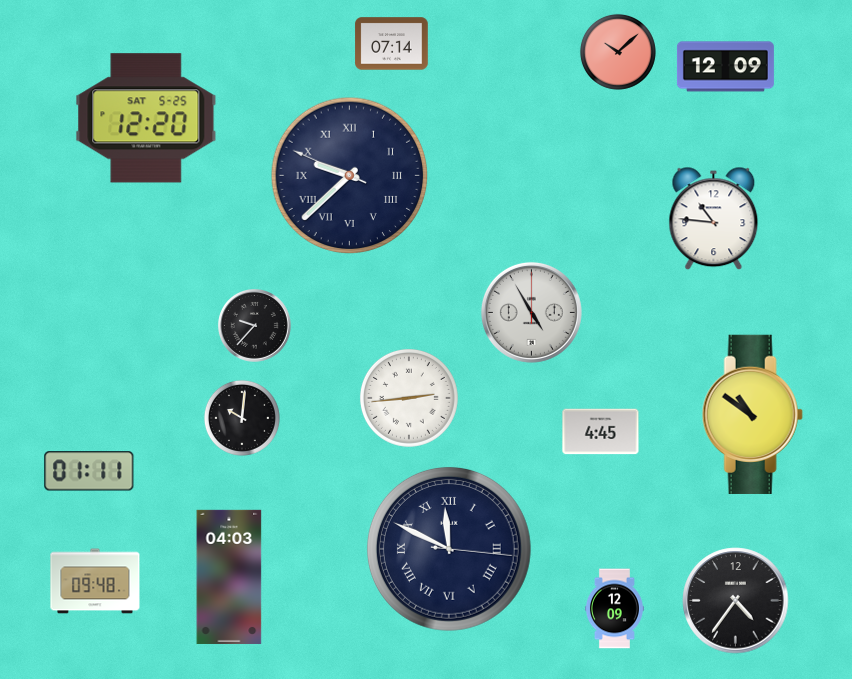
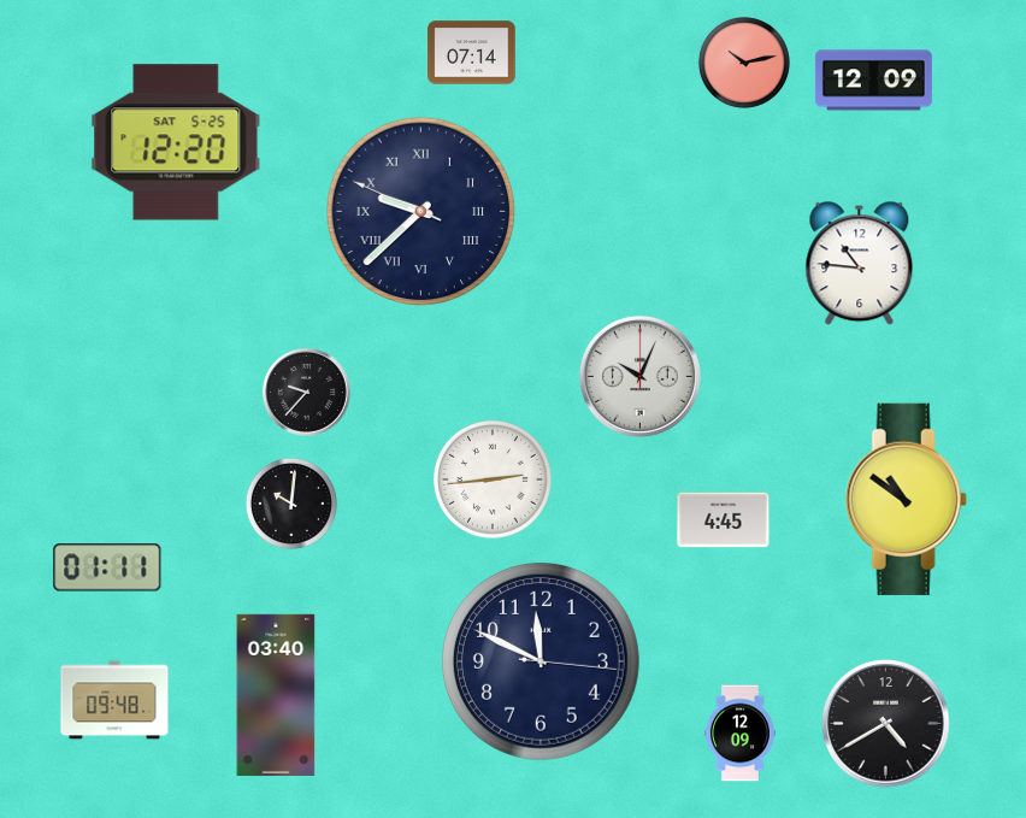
clock at (618, 52): 10:08 -> 10:13
clock at (531, 312): 4:55 -> 10:04
clock at (449, 549) numerals: Roman -> Arabic
clock at (229, 577): 04:03 -> 03:40
clock at (736, 601): 4:36 -> 4:40
